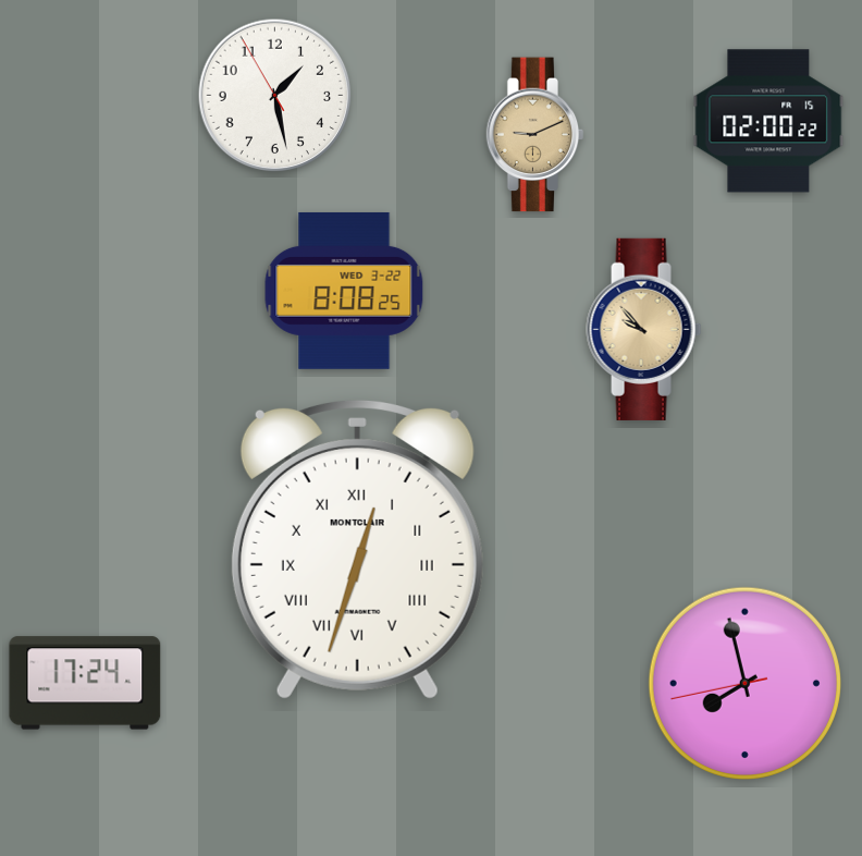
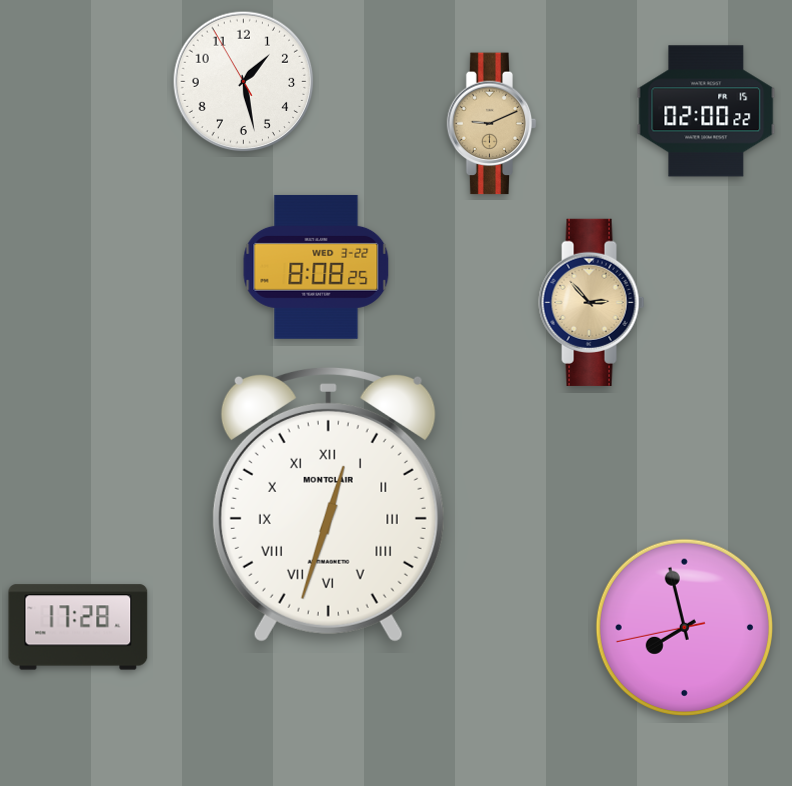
clock at (275, 96) position: (275, 96) -> (244, 82)
clock at (644, 329): 9:53 -> 2:53
clock at (85, 683): 17:24 -> 17:28
